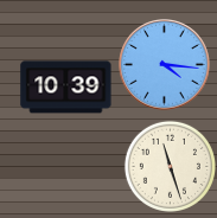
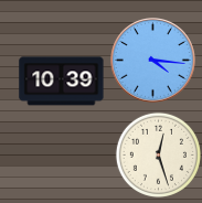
clock at (170, 166): 11:27 -> 12:27
